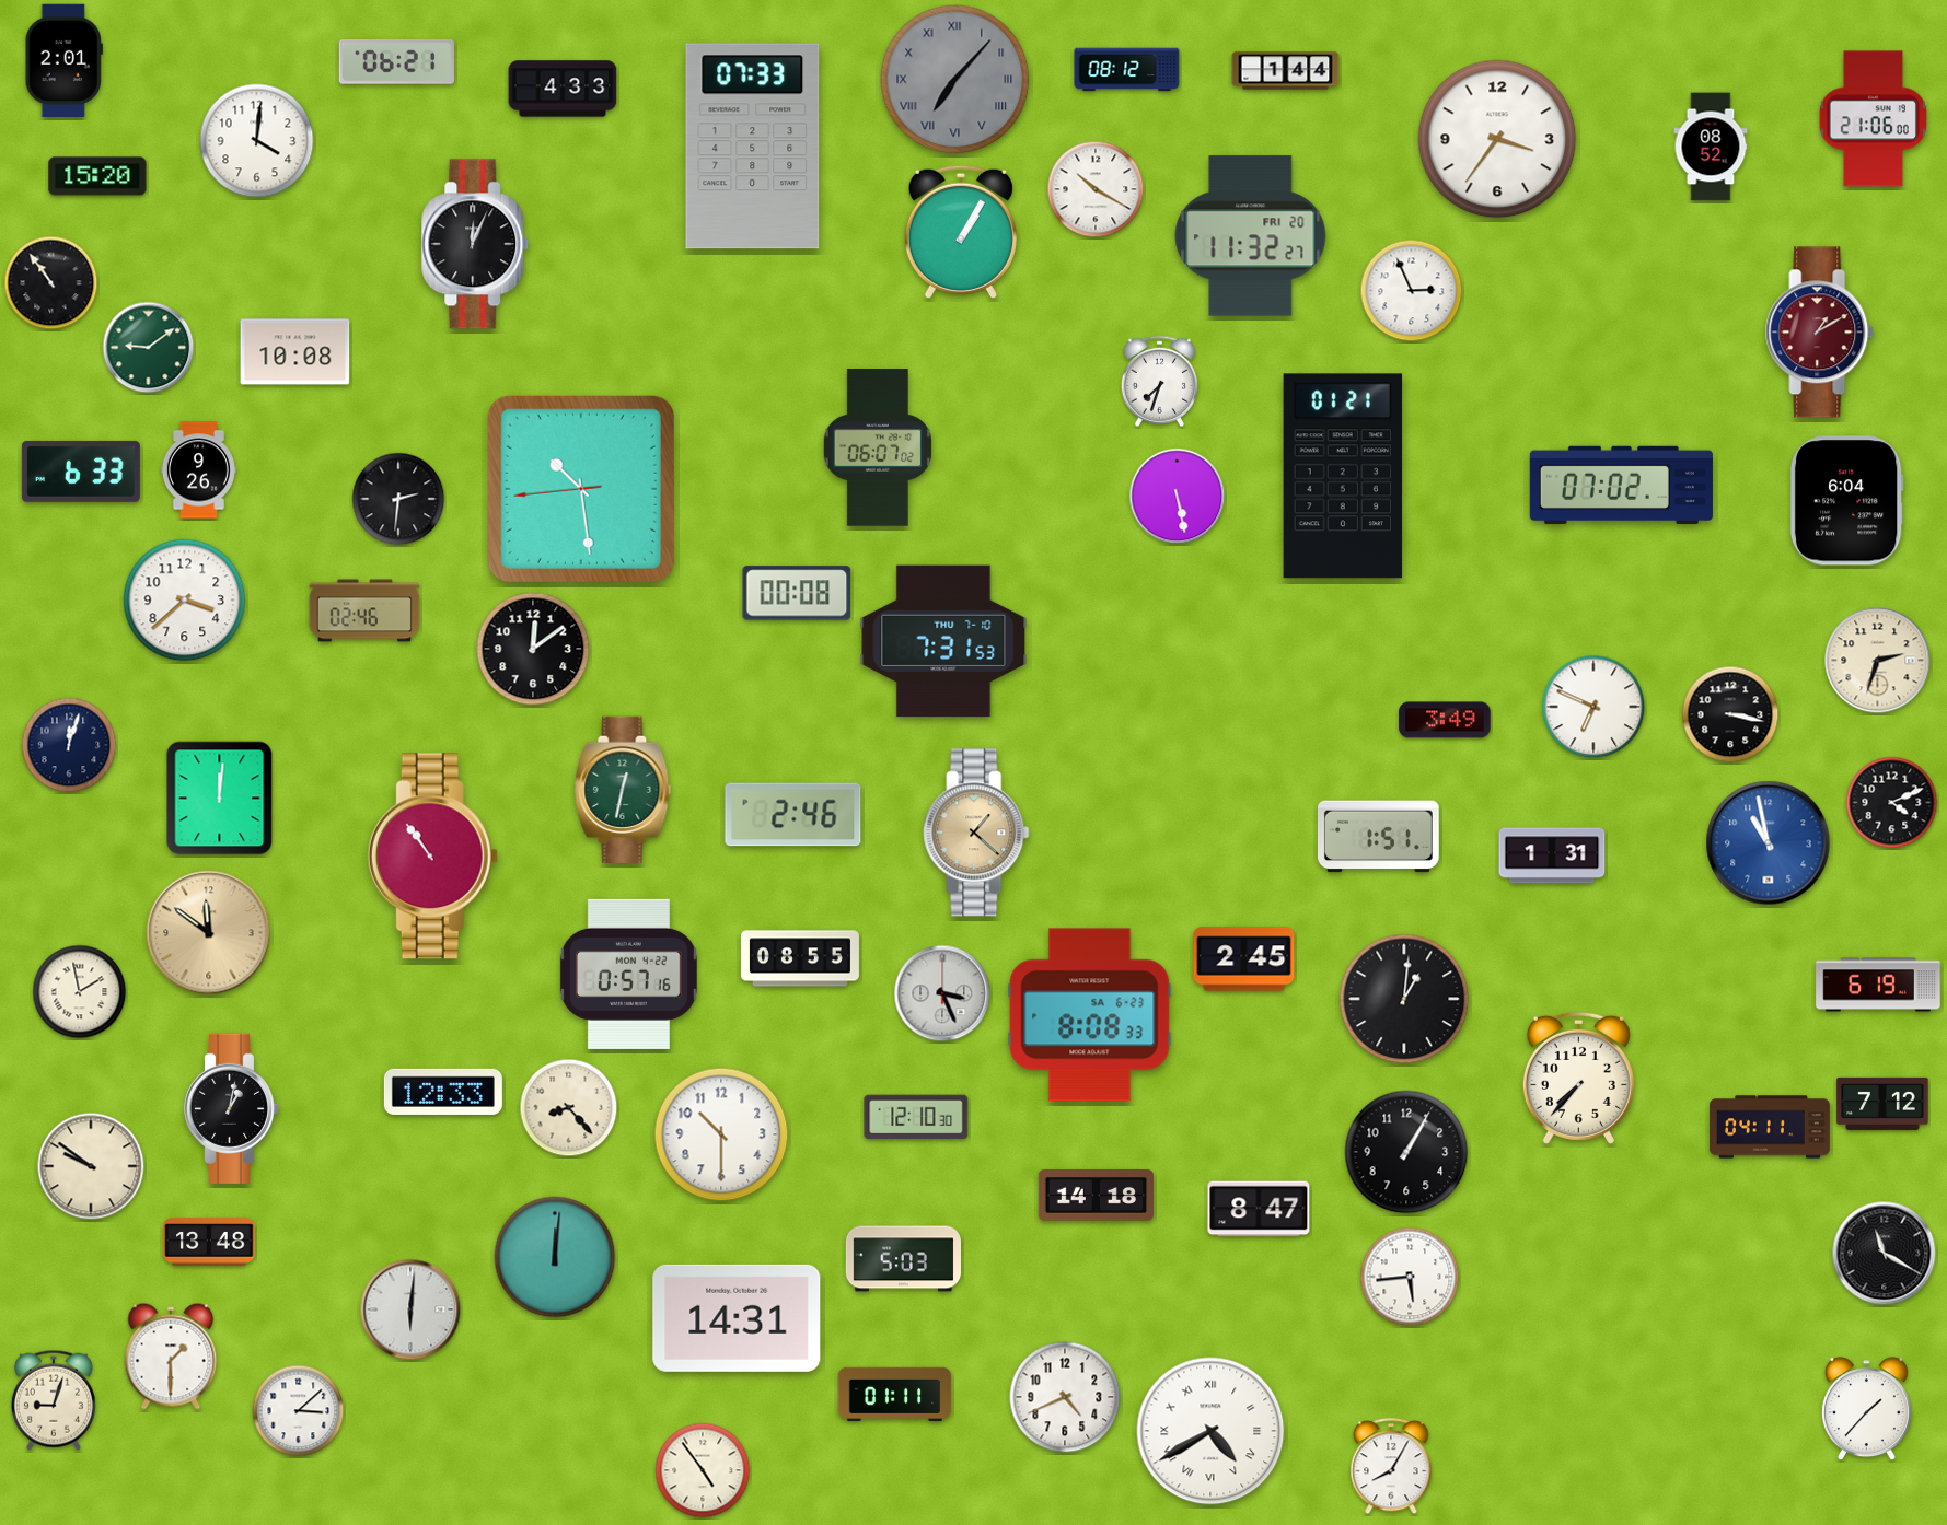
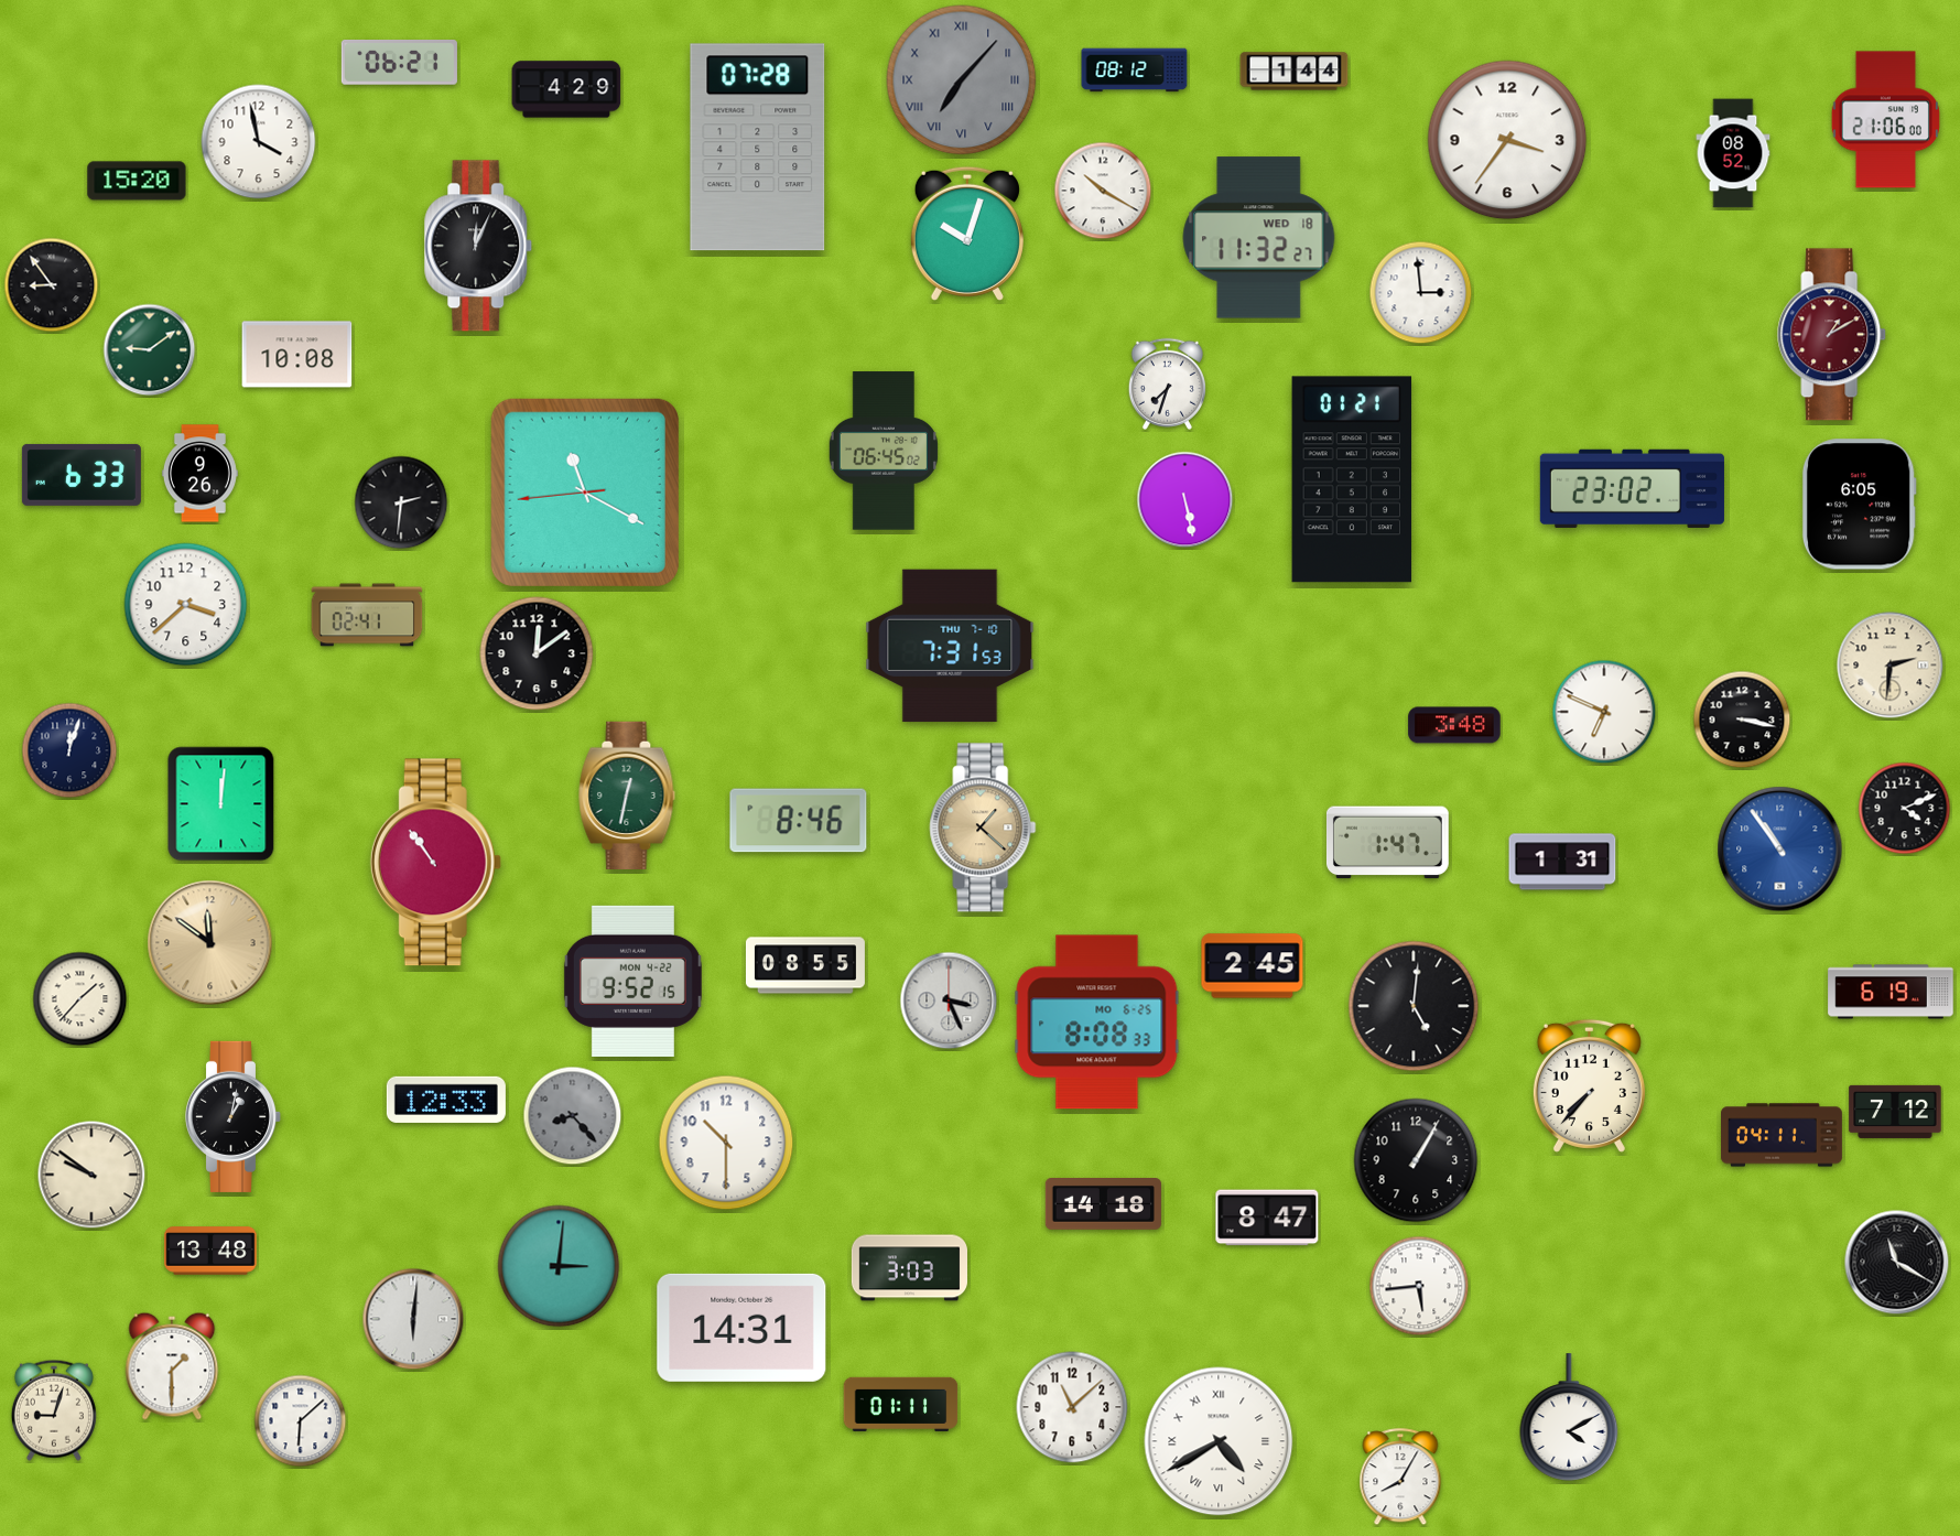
clock at (63, 61): 2:01 -> none
clock at (563, 89): 4:33 -> 4:29
clock at (257, 141): 4:01 -> 3:58
clock at (753, 147): 07:33 -> 07:28
clock at (1711, 147) position: (1711, 147) -> (1733, 153)
clock at (97, 176) position: (97, 176) -> (137, 181)
clock at (961, 232): 1:05 -> 10:03
clock at (1251, 236) date: FRI 20 -> WED 18
clock at (51, 283): 10:54 -> 8:54
clock at (1412, 291): 2:56 -> 2:59
clock at (878, 447): 06:07 -> 06:45
clock at (1621, 485): 07:02 -> 23:02
clock at (581, 489): 10:28 -> 11:19
clock at (1846, 501): 6:04 -> 6:05
clock at (797, 593): 00:08 -> none
clock at (364, 610): 02:46 -> 02:41
clock at (1878, 661): 2:33 -> 2:31
clock at (1445, 720): 3:49 -> 3:48
clock at (793, 815): 2:46 -> 8:46
clock at (976, 833) position: (976, 833) -> (983, 828)
clock at (1378, 837): 1:51 -> 1:47
clock at (1769, 843): 10:58 -> 10:54
clock at (209, 933) position: (209, 933) -> (210, 943)
clock at (628, 974): 0:57 -> 9:52
clock at (80, 992): 1:58 -> 1:37
clock at (1404, 999): 1:01 -> 5:01
clock at (1090, 1015) date: SA 6-23 -> MO 6-25
clock at (569, 1108) dial: cream -> grey
clock at (916, 1117): 12:10 -> none
clock at (555, 1257): 12:01 -> 3:01
clock at (903, 1259): 5:03 -> 3:03
clock at (1065, 1397): 4:41 -> 11:08
clock at (1569, 1417): none -> 4:10
clock at (1866, 1409): 1:37 -> none
clock at (299, 1411): 3:08 -> 6:08
clock at (703, 1470): 4:54 -> none
